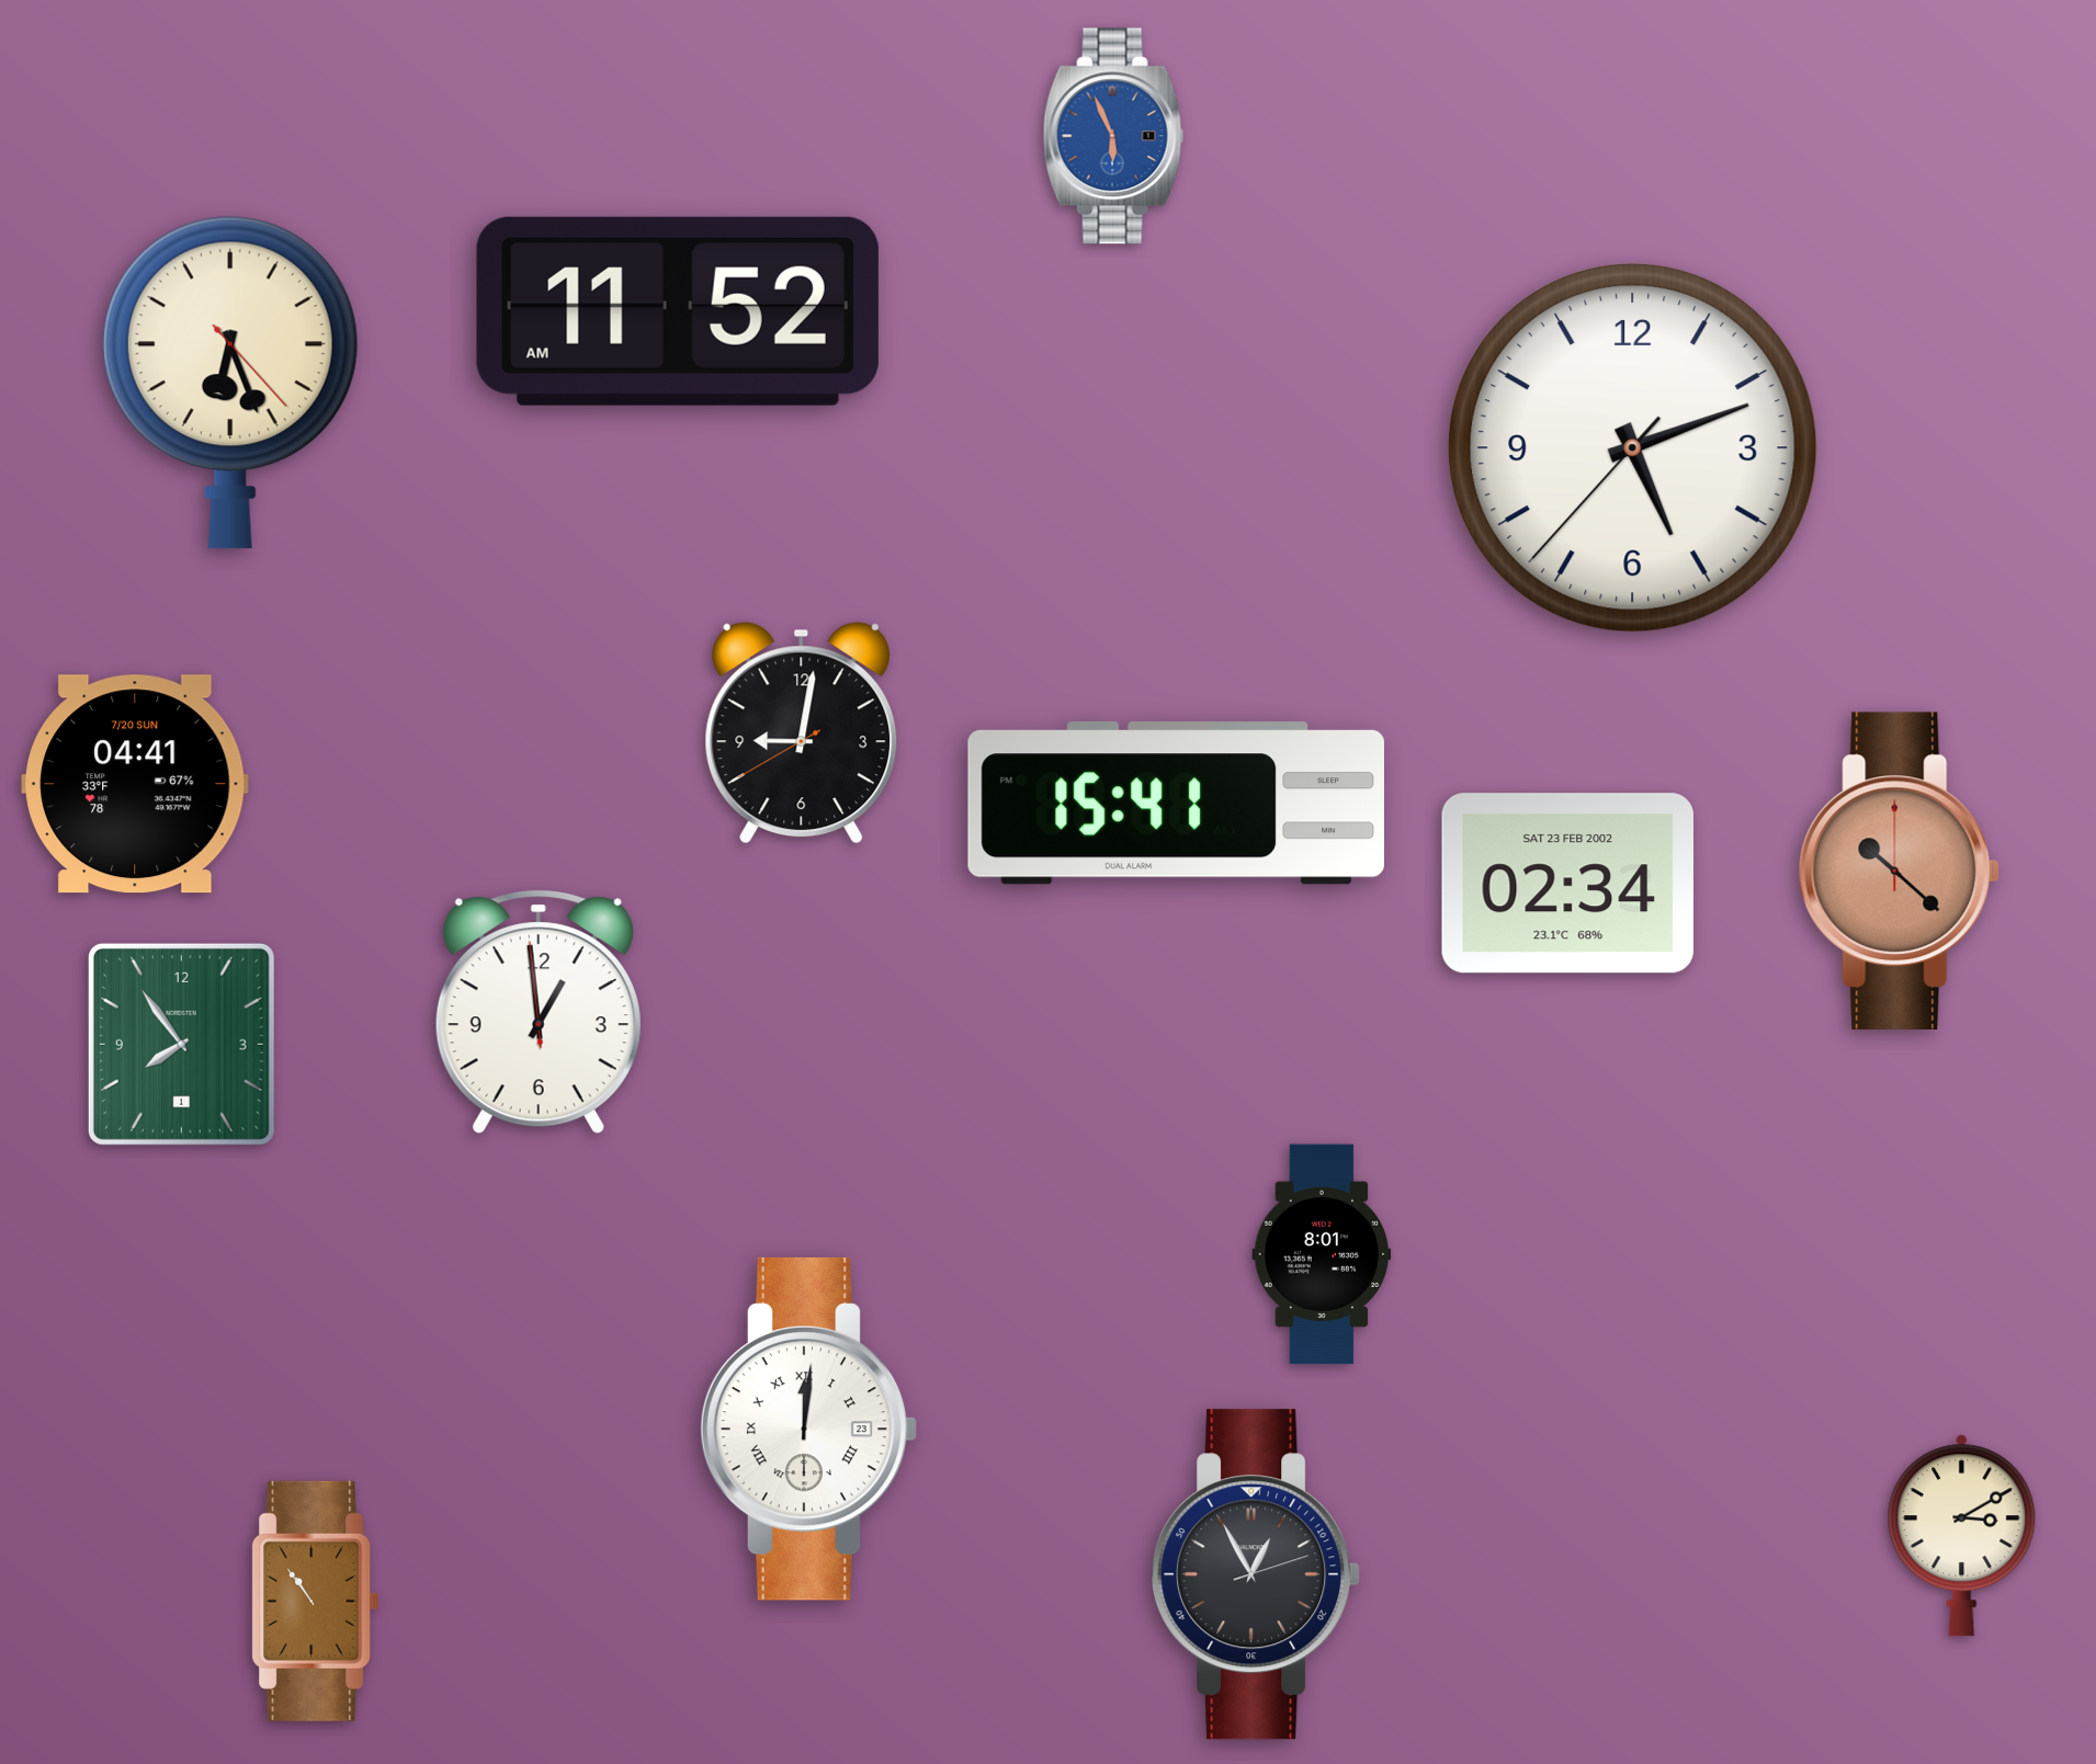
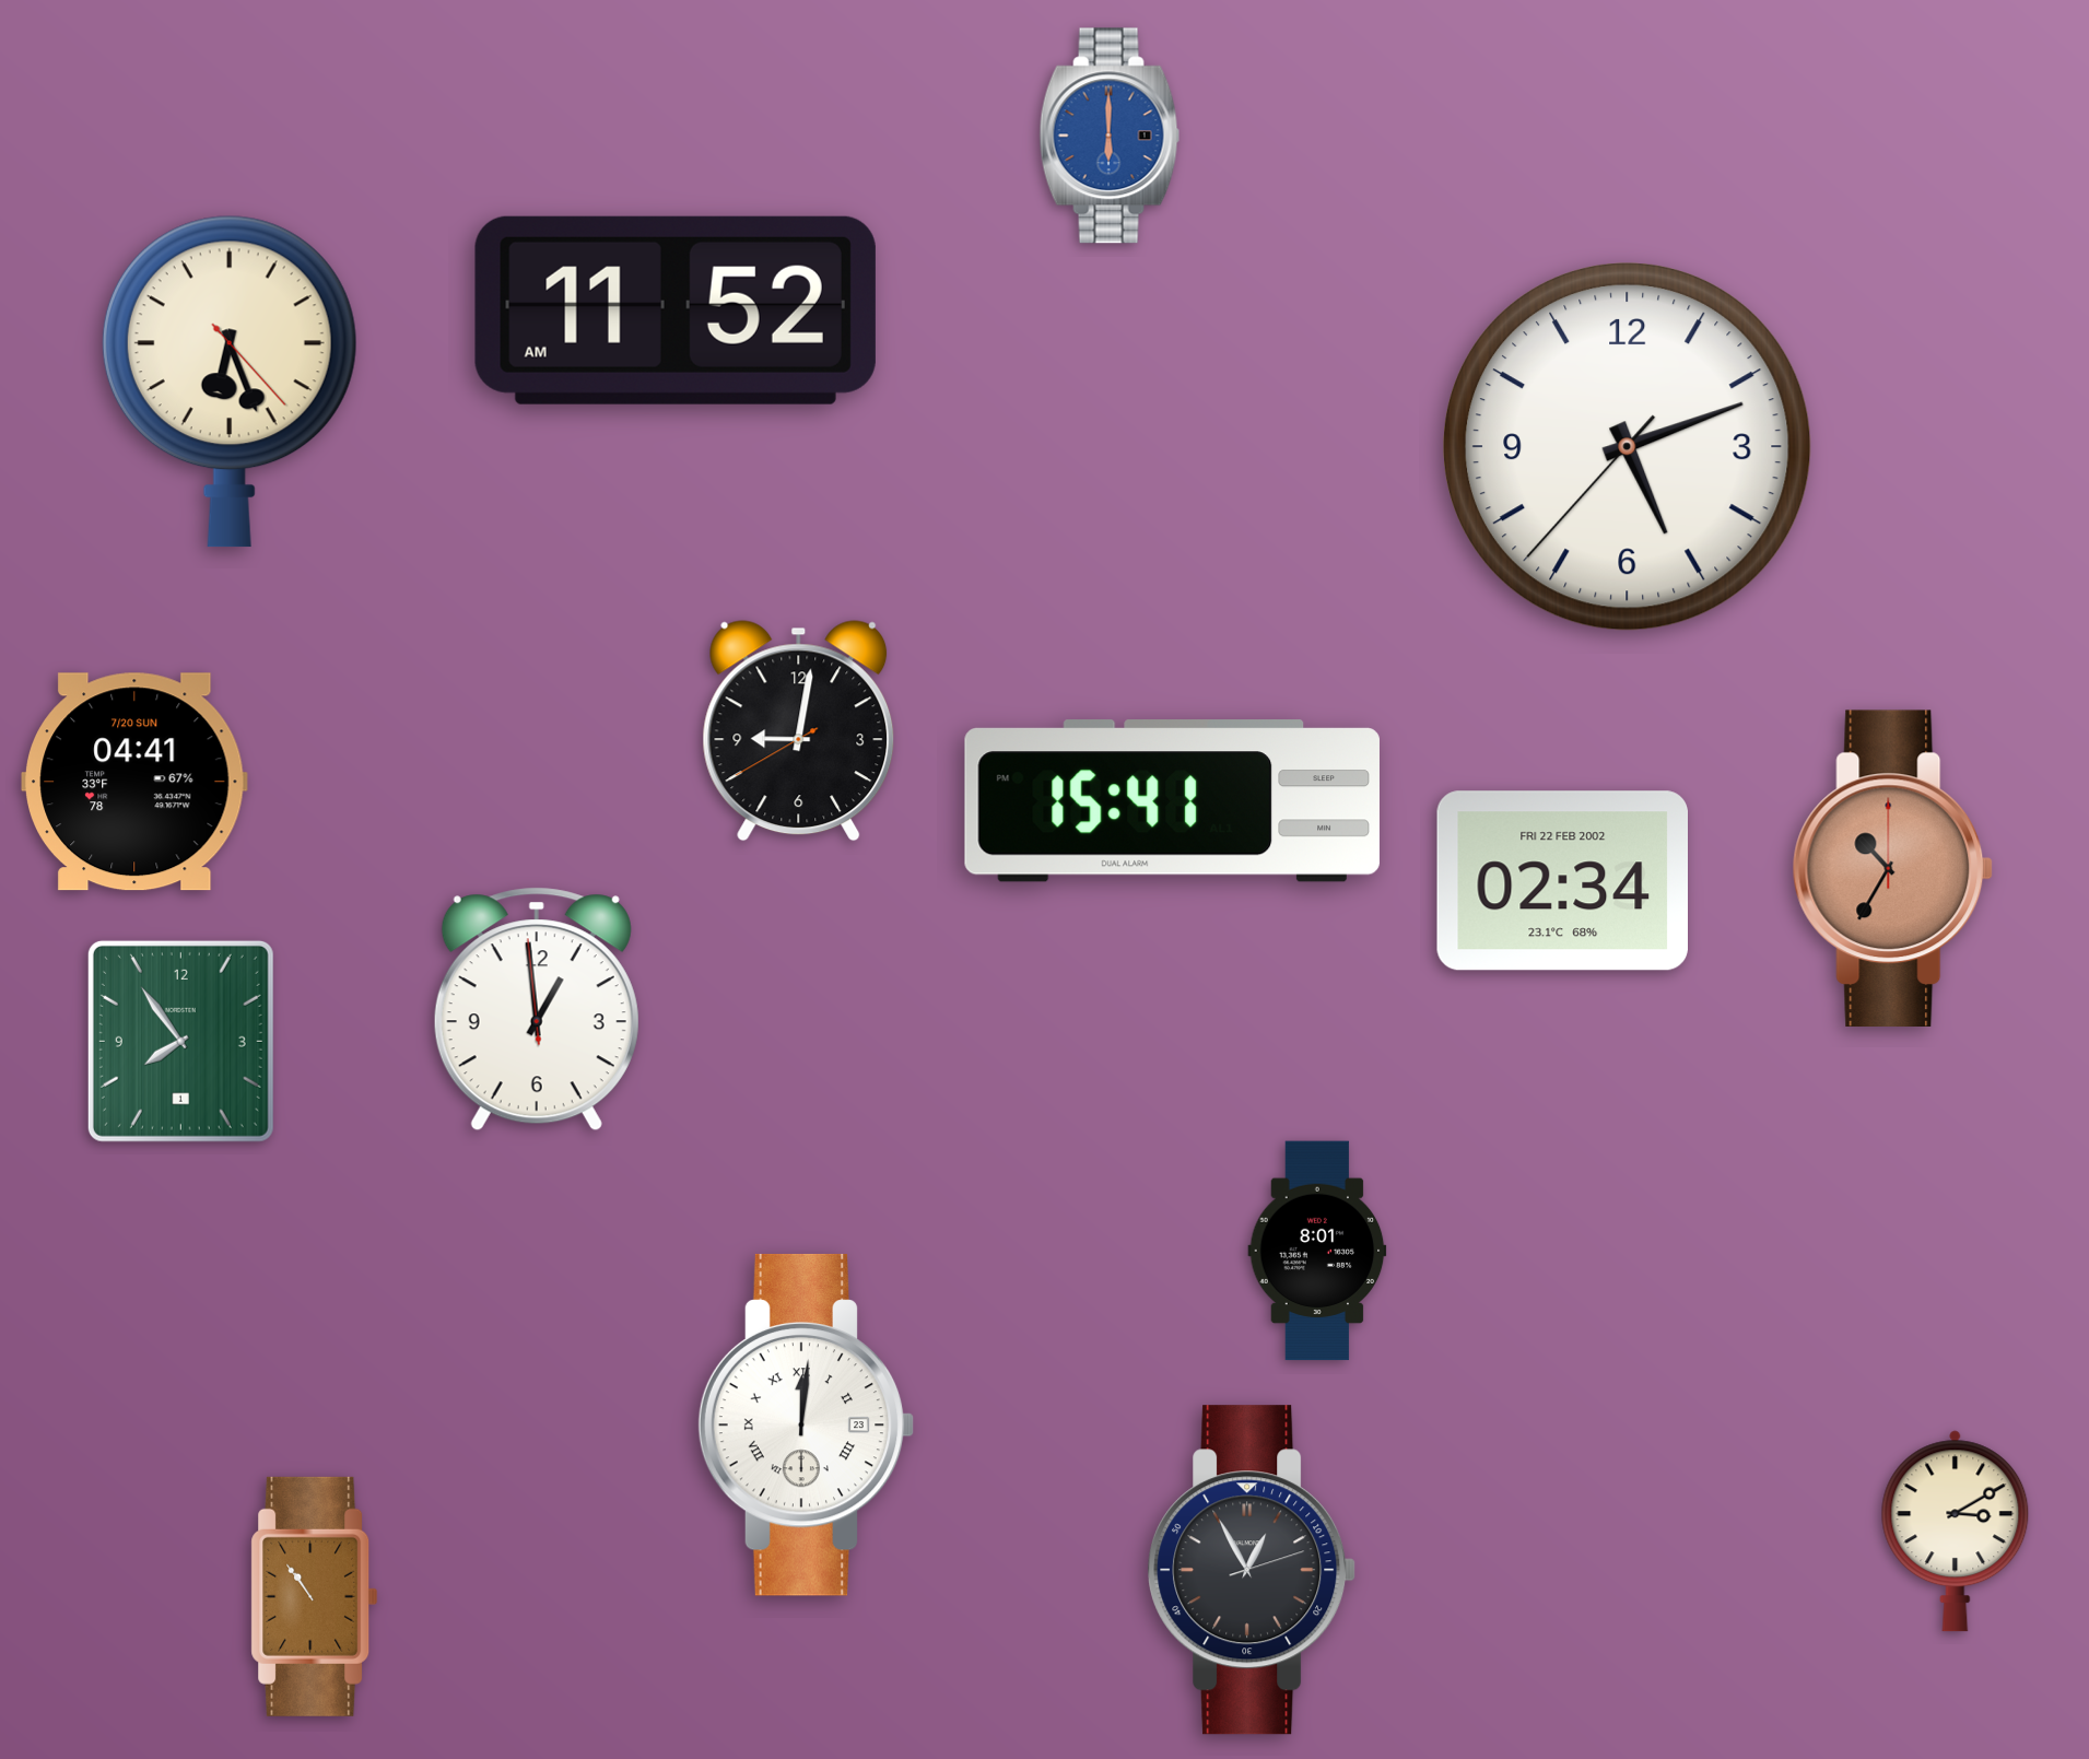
clock at (1113, 136): 5:56 -> 6:00
clock at (1900, 870): 10:22 -> 10:35
clock at (1567, 884) date: SAT 23 FEB 2002 -> FRI 22 FEB 2002
